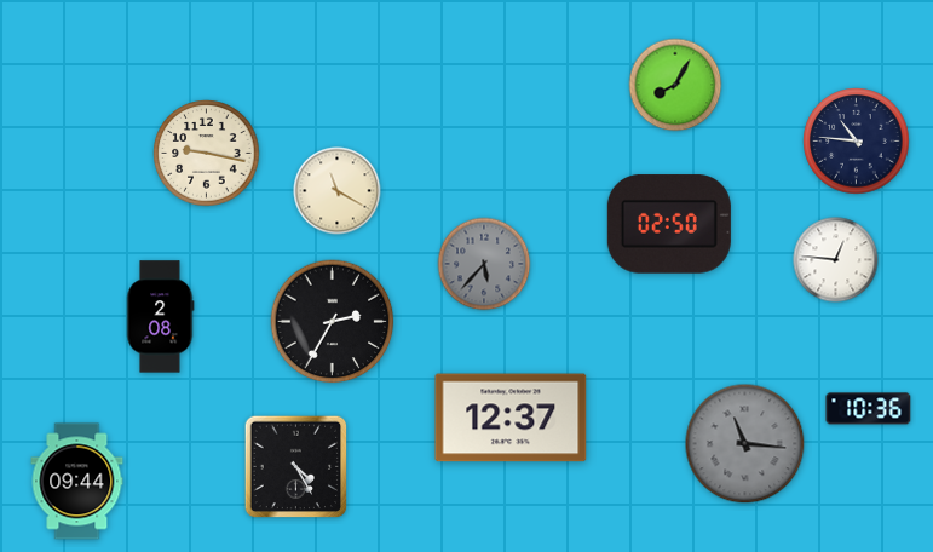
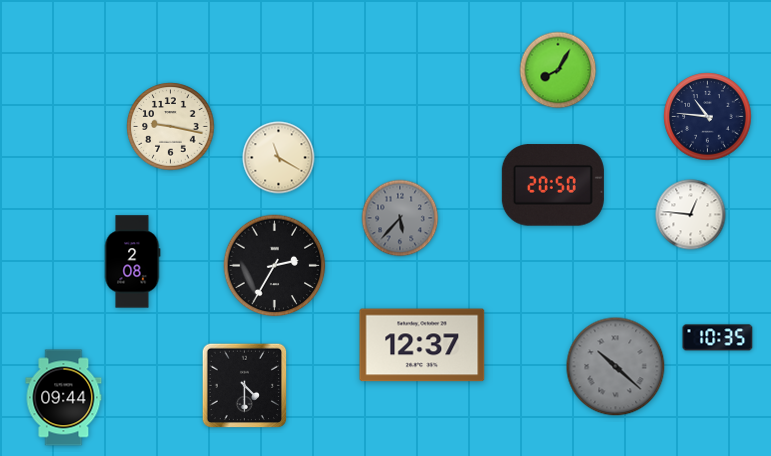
clock at (669, 224): 02:50 -> 20:50
clock at (869, 409): 10:36 -> 10:35
clock at (745, 444): 11:16 -> 10:22
clock at (296, 467): 4:25 -> 4:30
